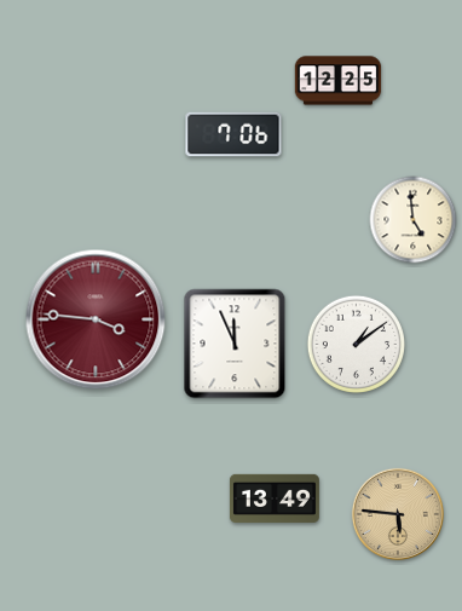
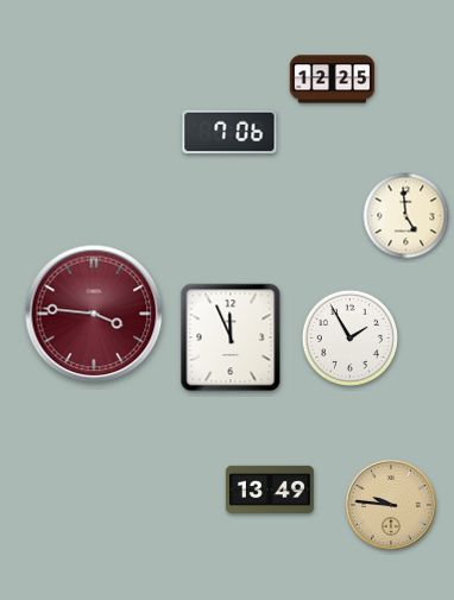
clock at (356, 344): 1:09 -> 1:55
clock at (398, 514): 5:46 -> 9:46
